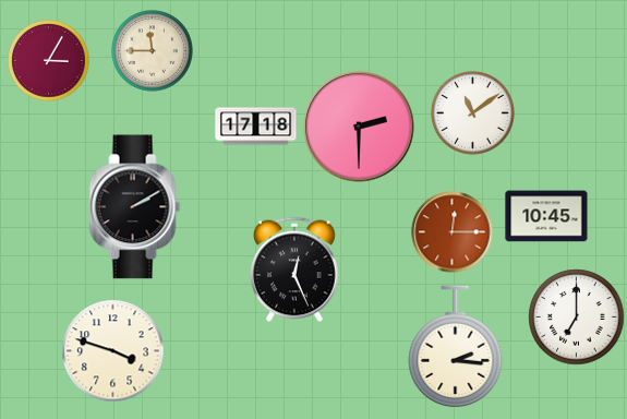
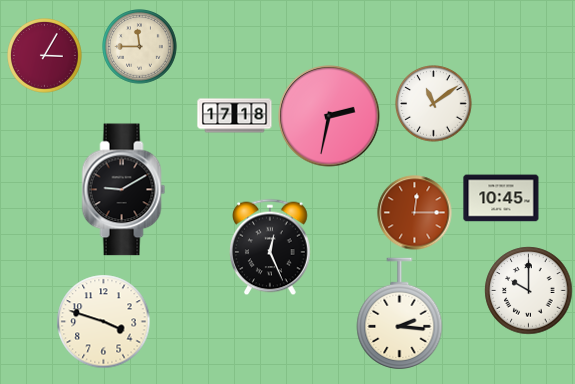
clock at (359, 127): 2:30 -> 2:32
clock at (135, 207): 2:10 -> 9:10
clock at (577, 318): 7:00 -> 10:00
clock at (456, 347) position: (456, 347) -> (400, 314)
